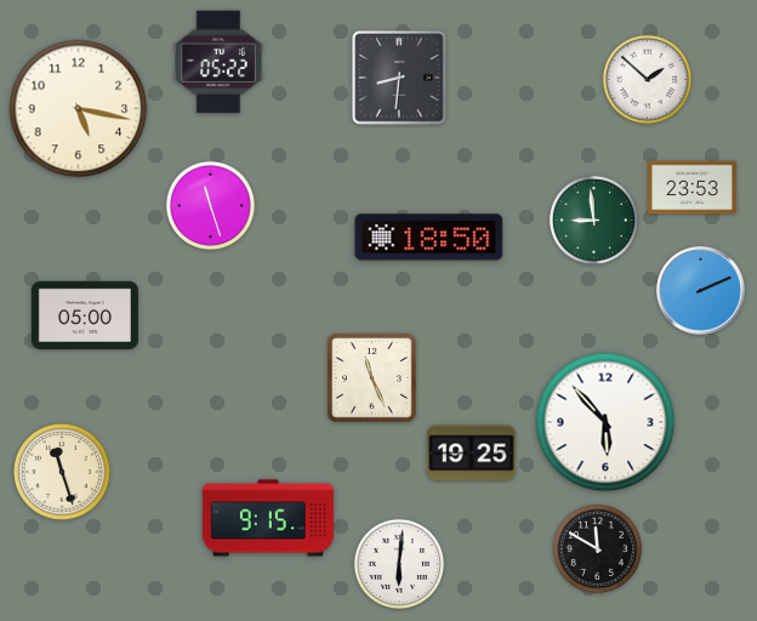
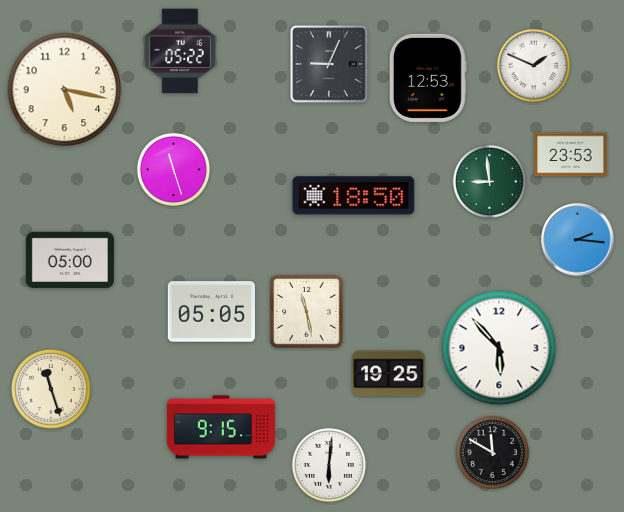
clock at (399, 78): 8:31 -> 9:04
clock at (647, 79): 1:52 -> 1:49
clock at (428, 78): none -> 12:53
clock at (701, 291): 2:11 -> 2:16
clock at (371, 377): 11:26 -> 11:28
clock at (211, 312): none -> 05:05
